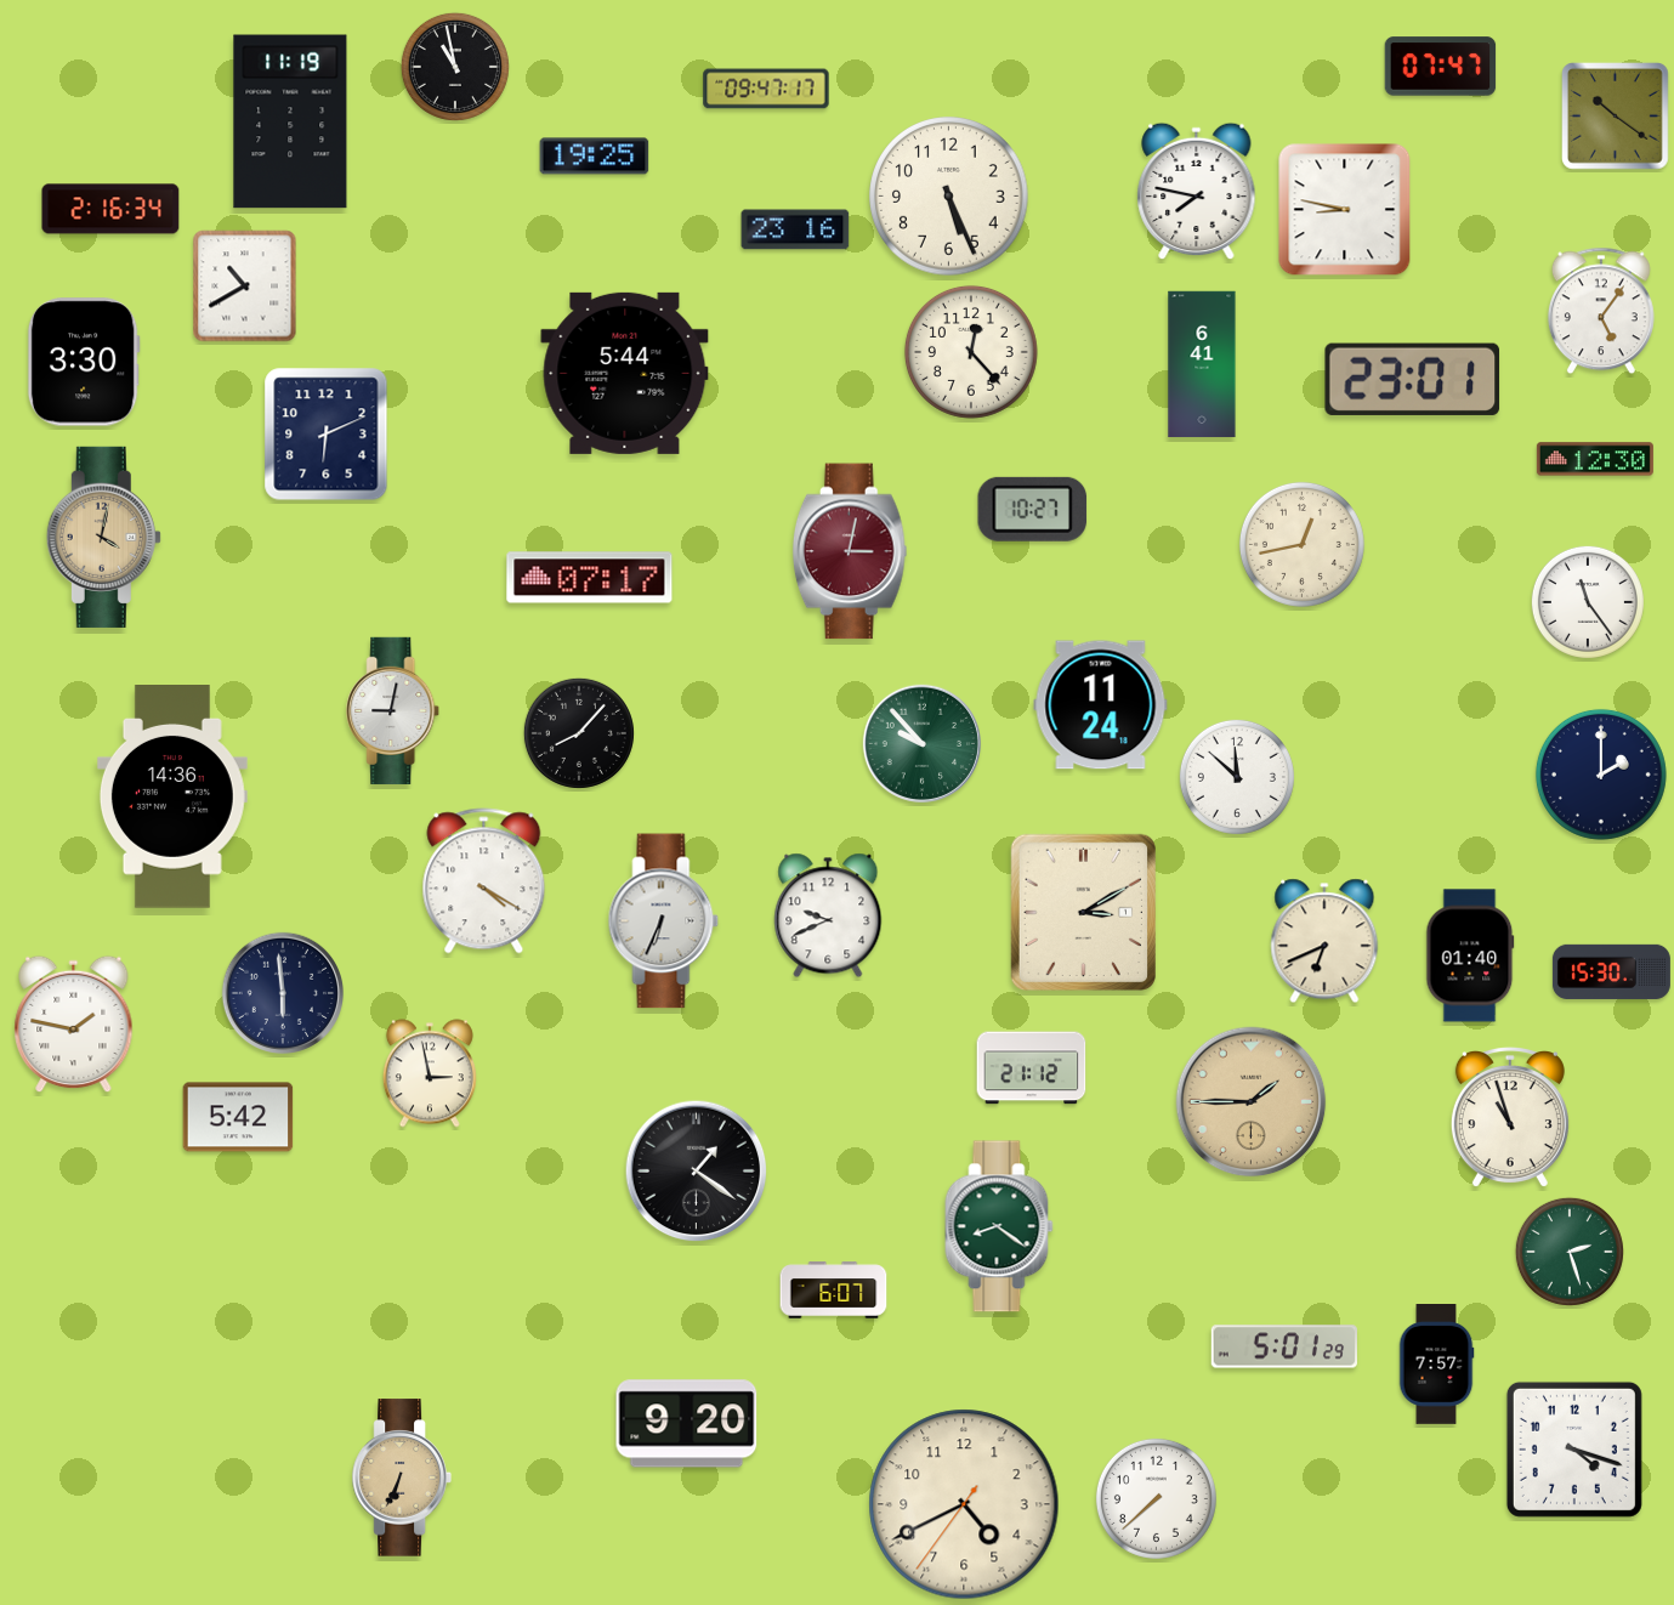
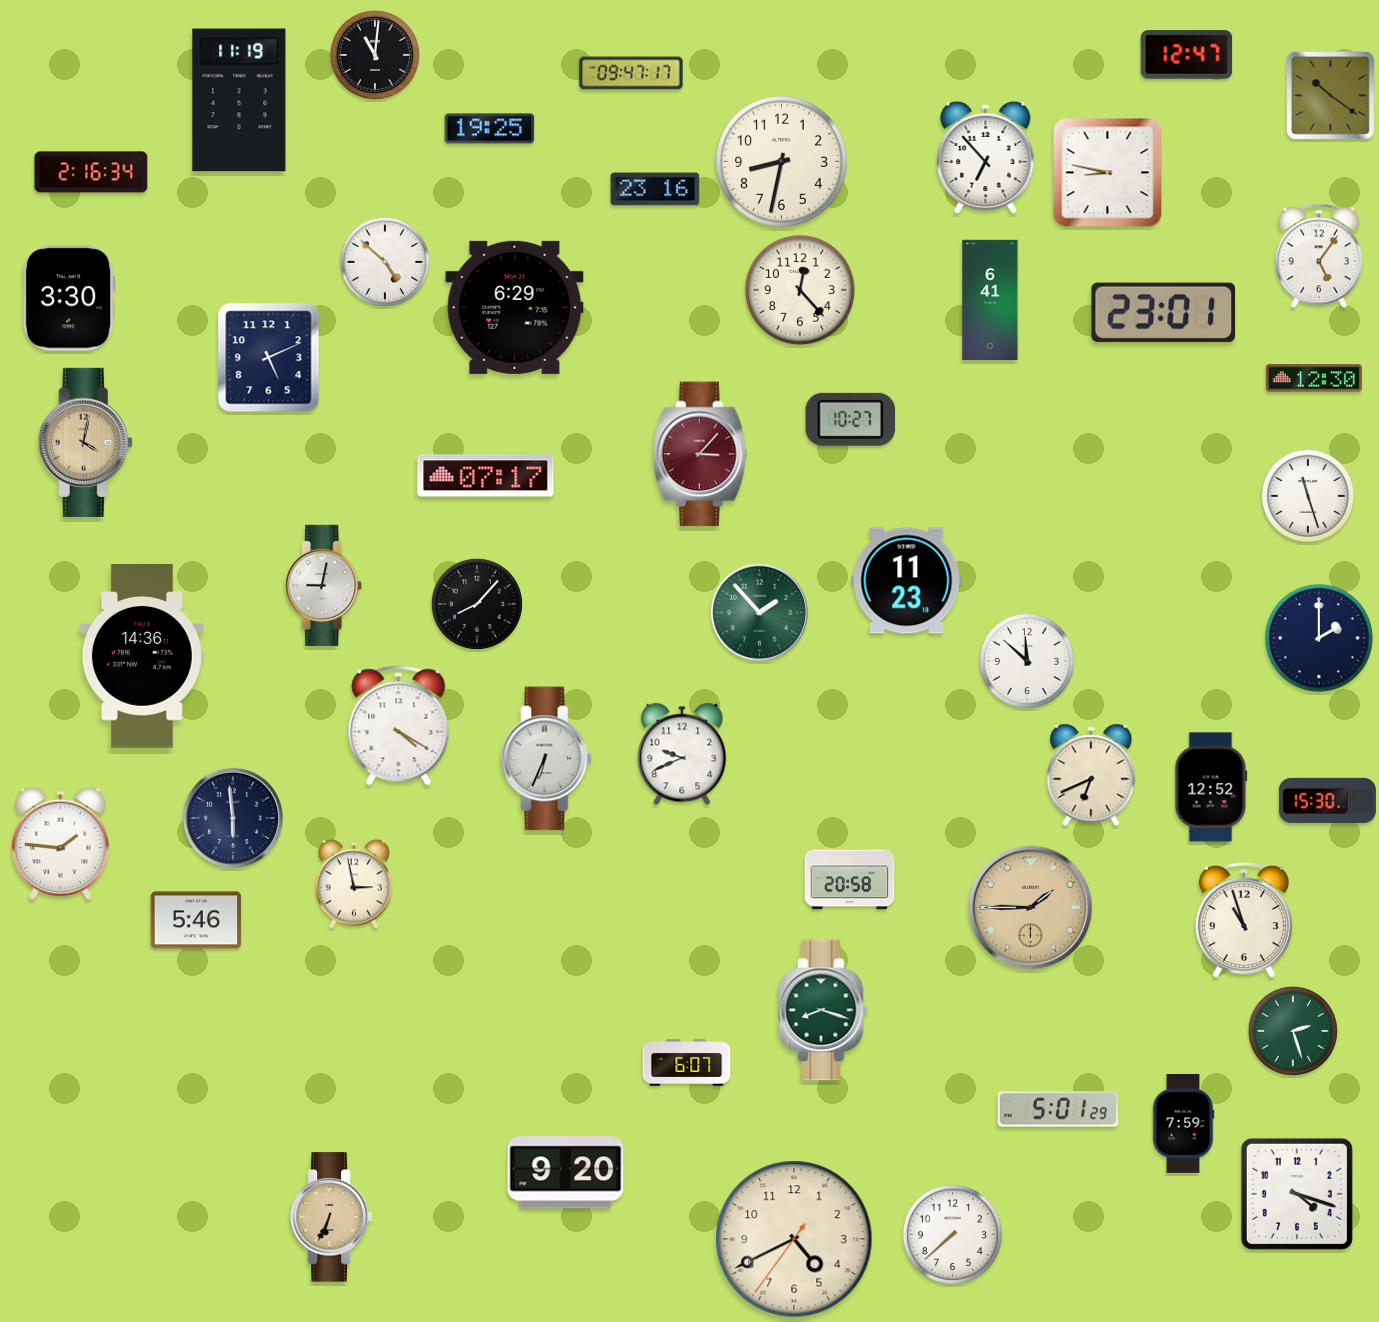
clock at (455, 67): 10:58 -> 11:01
clock at (1441, 67): 07:47 -> 12:47
clock at (1197, 192): 7:47 -> 6:53
clock at (949, 197): 5:26 -> 8:32
clock at (245, 287): 10:40 -> none
clock at (385, 262): none -> 4:52
clock at (625, 373): 5:44 -> 6:29
clock at (327, 435): 6:11 -> 5:11
clock at (1301, 544): 12:43 -> none
clock at (850, 551): 3:02 -> 3:07
clock at (1588, 602): 11:24 -> 11:27
clock at (1101, 705): 11:24 -> 11:23
clock at (921, 743): 9:53 -> 1:53
clock at (1237, 777) position: (1237, 777) -> (1027, 661)
clock at (1083, 913): 3:10 -> none
clock at (1470, 955): 01:40 -> 12:52
clock at (74, 1025): 1:47 -> 1:46
clock at (1032, 1068): 21:12 -> 20:58
clock at (238, 1117): 5:42 -> 5:46
clock at (697, 1172): 1:21 -> none
clock at (999, 1226): 8:21 -> 8:18
clock at (1436, 1365): 7:57 -> 7:59
